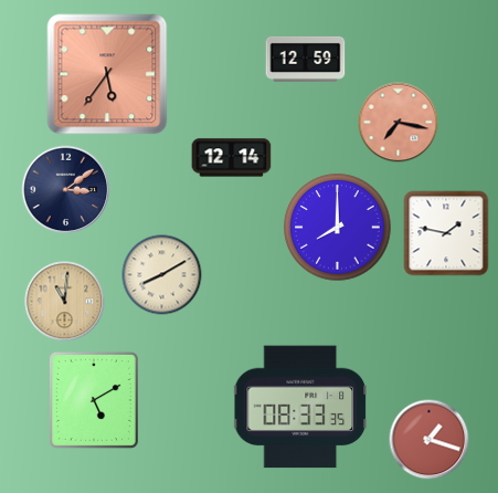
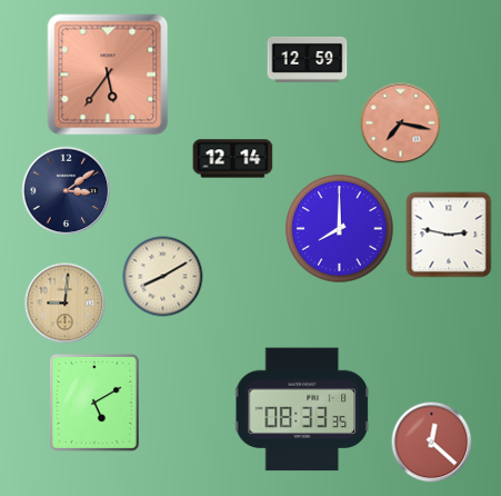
clock at (446, 233): 1:47 -> 2:47
clock at (65, 302): 11:01 -> 9:01
clock at (430, 440): 1:18 -> 12:22
